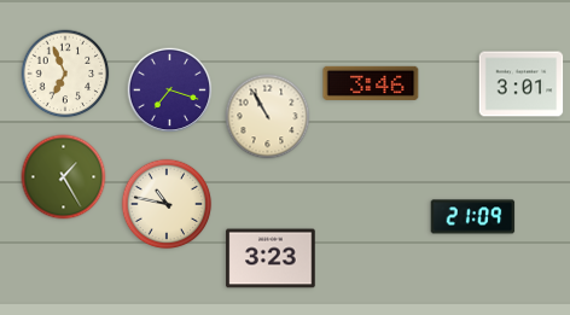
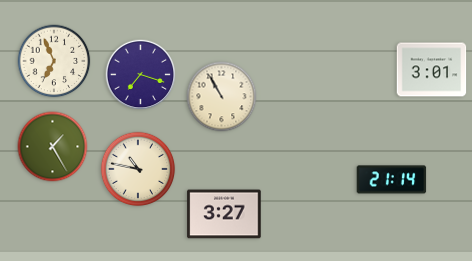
clock at (371, 83): 3:46 -> none
clock at (473, 217): 21:09 -> 21:14
clock at (271, 258): 3:23 -> 3:27
